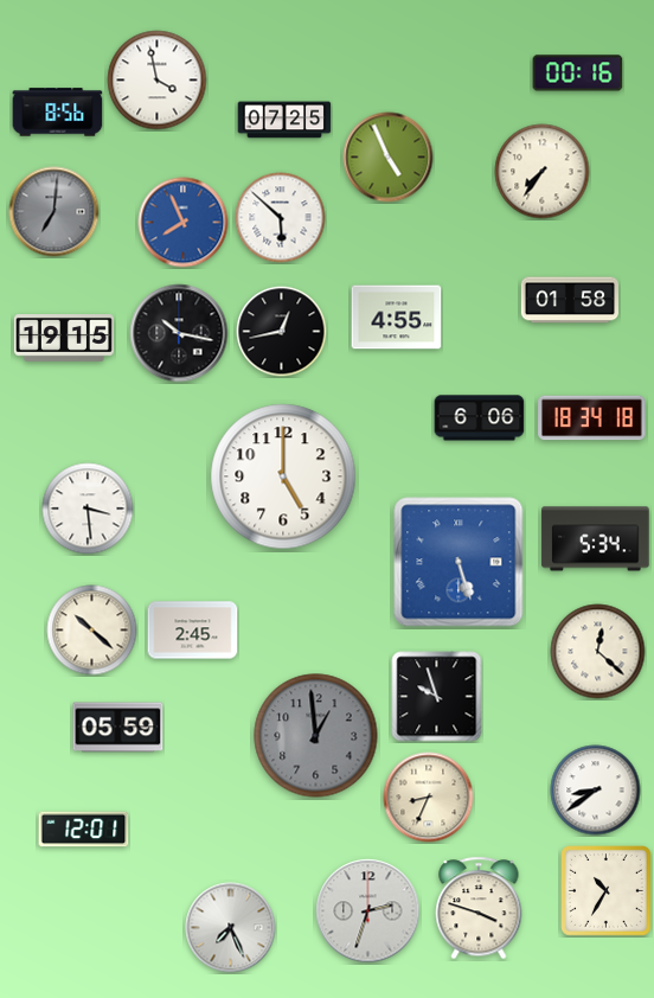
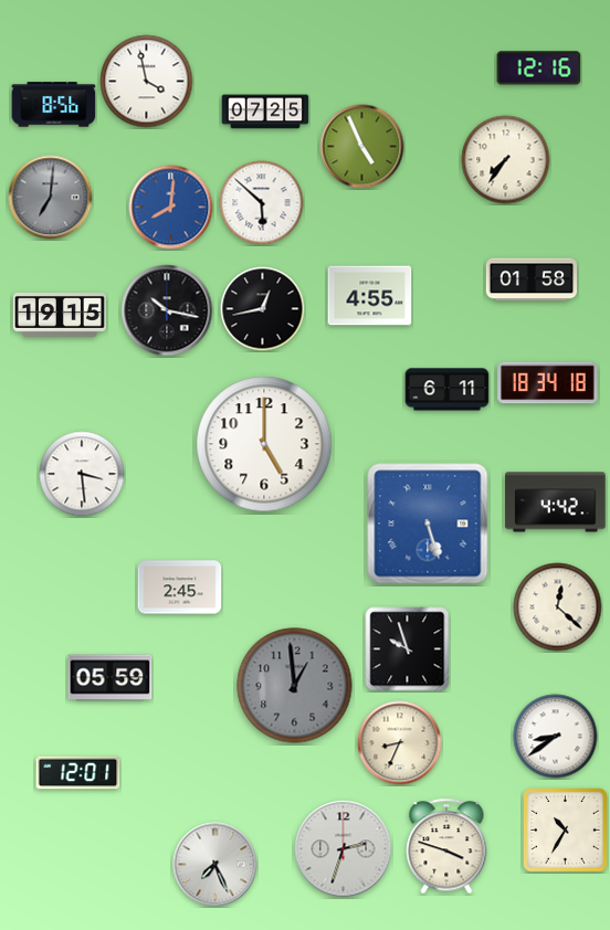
clock at (578, 73): 00:16 -> 12:16
clock at (158, 81) position: (158, 81) -> (147, 82)
clock at (184, 223): 7:56 -> 8:01
clock at (480, 418): 6:06 -> 6:11
clock at (592, 418) position: (592, 418) -> (548, 383)
clock at (596, 539): 5:34 -> 4:42
clock at (92, 631): 10:22 -> none
